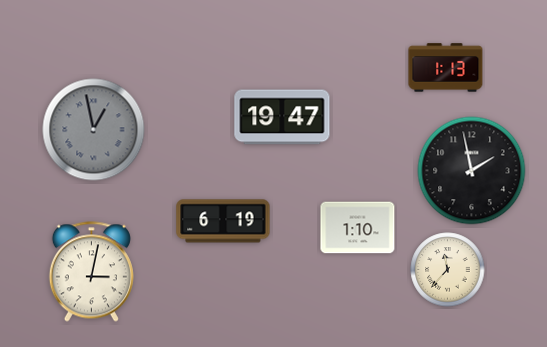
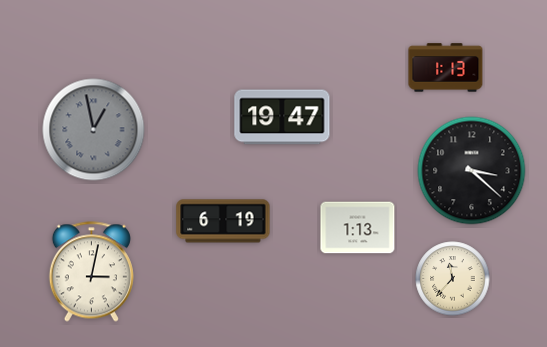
clock at (472, 171): 1:58 -> 3:22
clock at (358, 228): 1:10 -> 1:13
clock at (448, 270) position: (448, 270) -> (453, 279)
